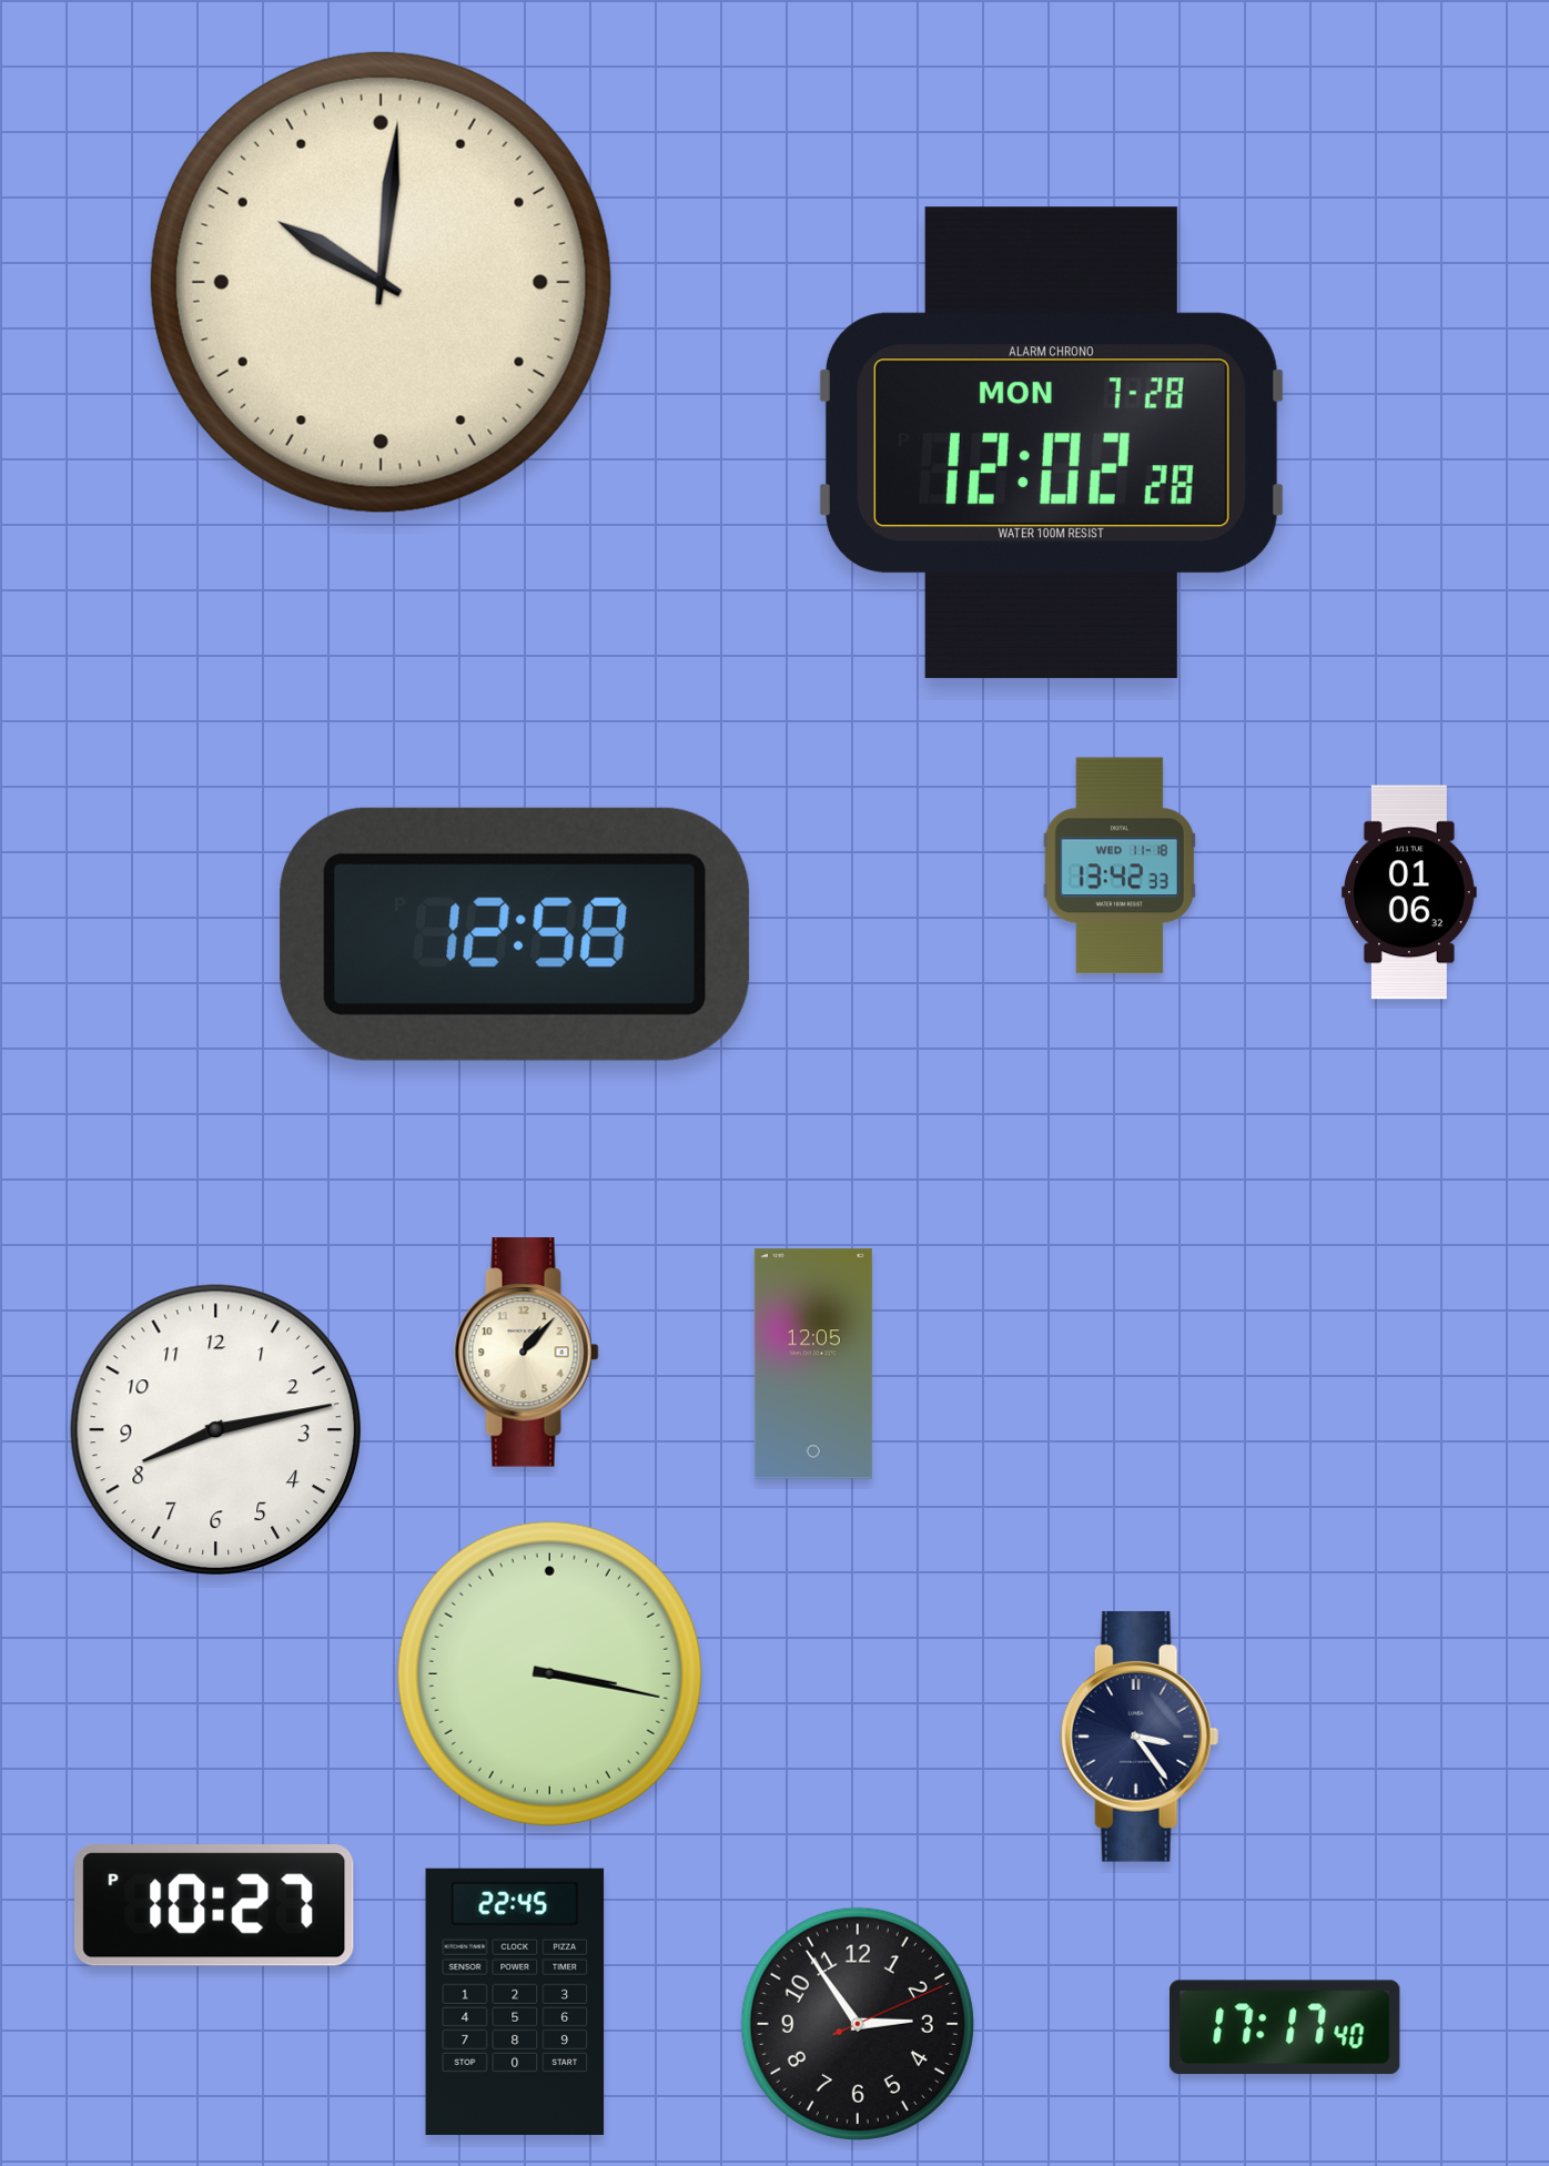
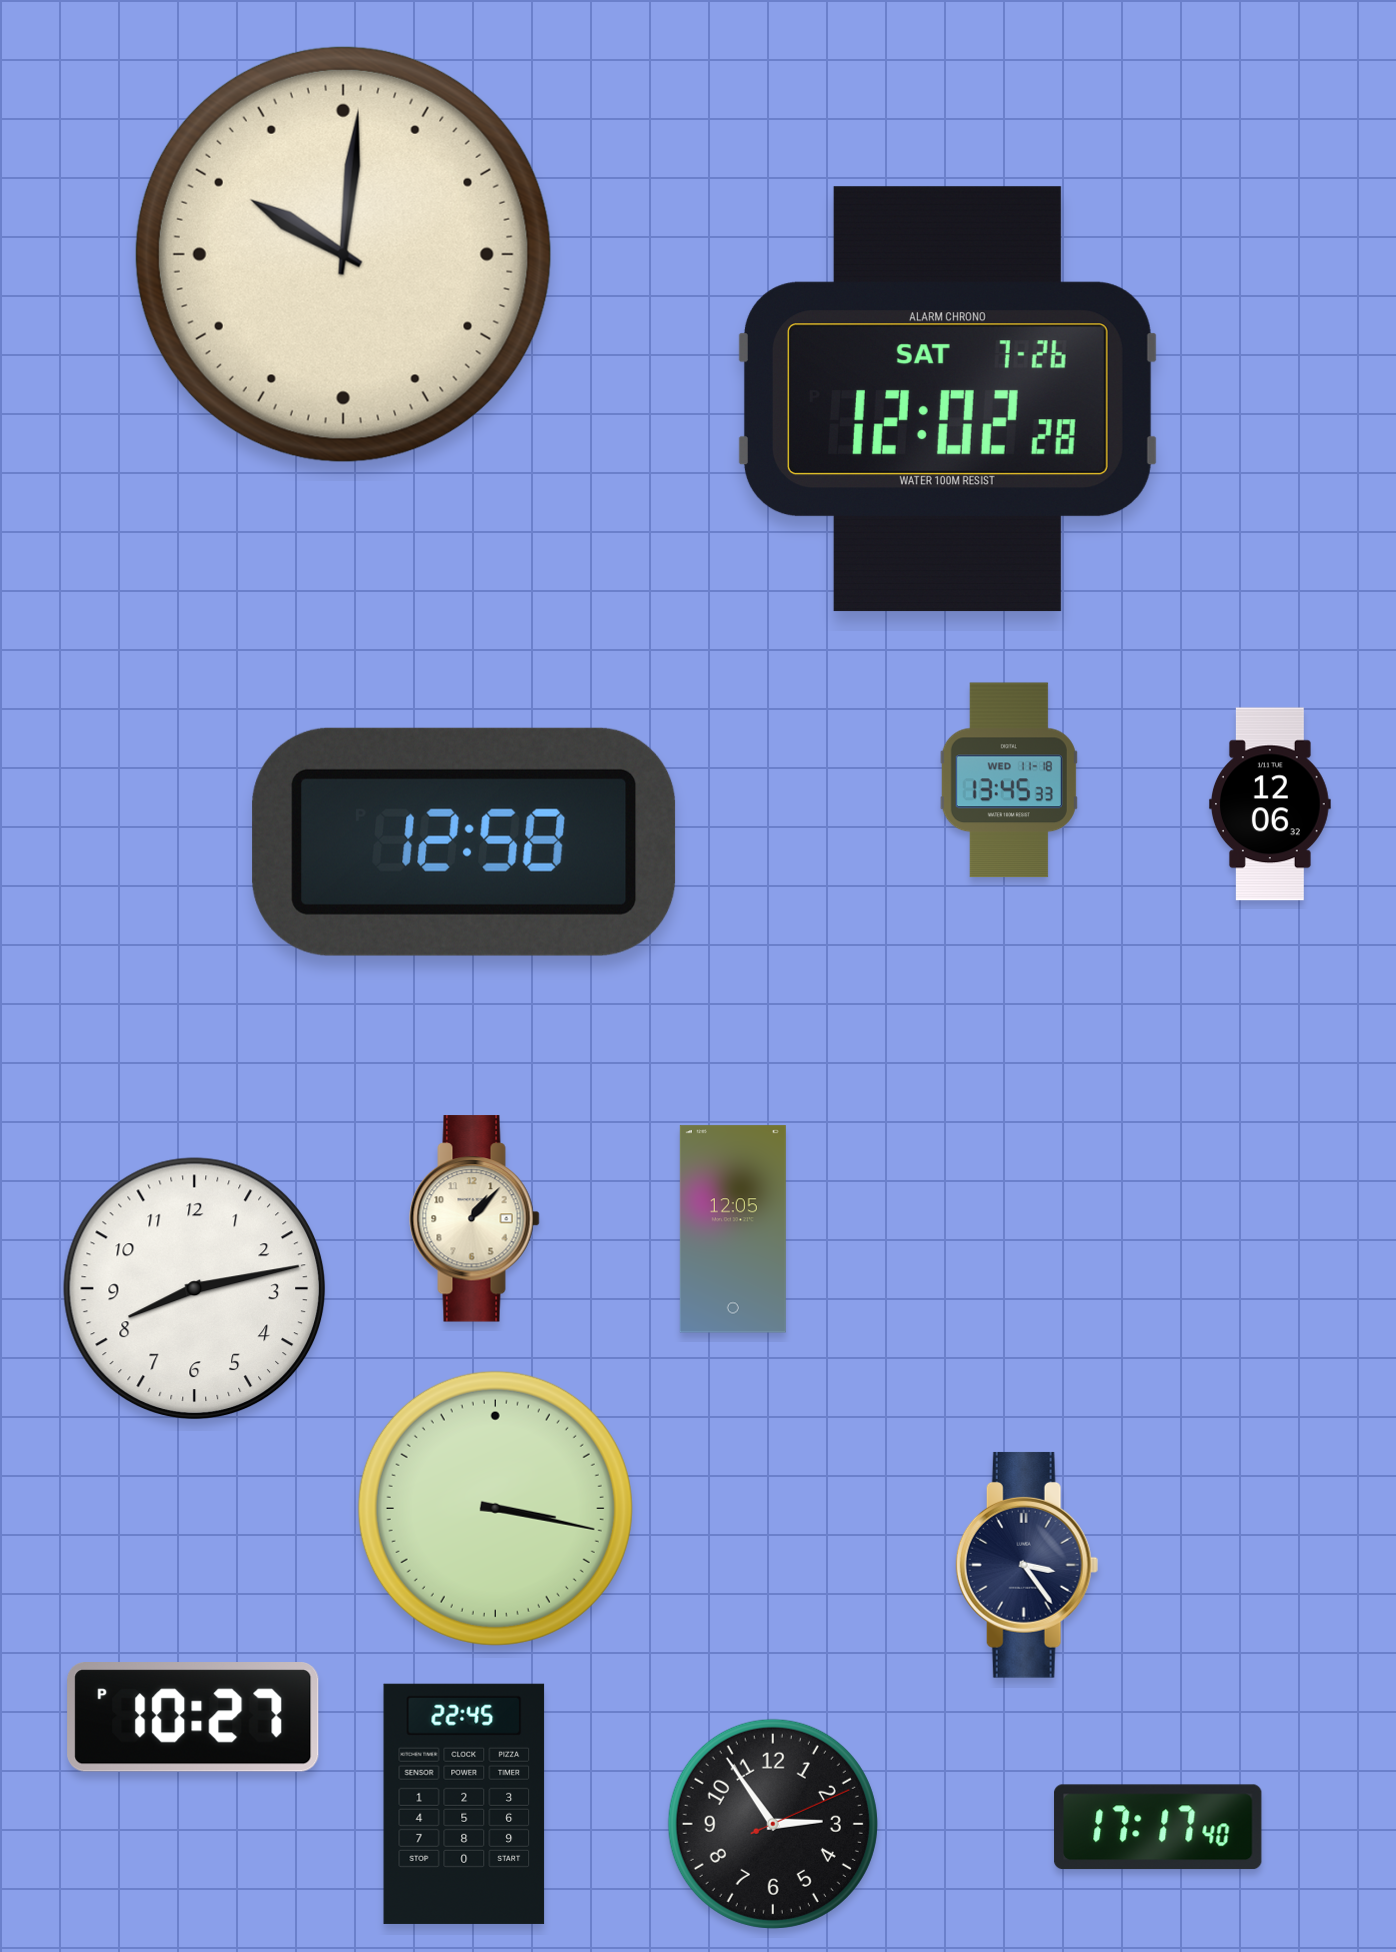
clock at (1052, 443) date: MON 7-28 -> SAT 7-26
clock at (1120, 866): 13:42 -> 13:45
clock at (1409, 892): 01:06 -> 12:06
